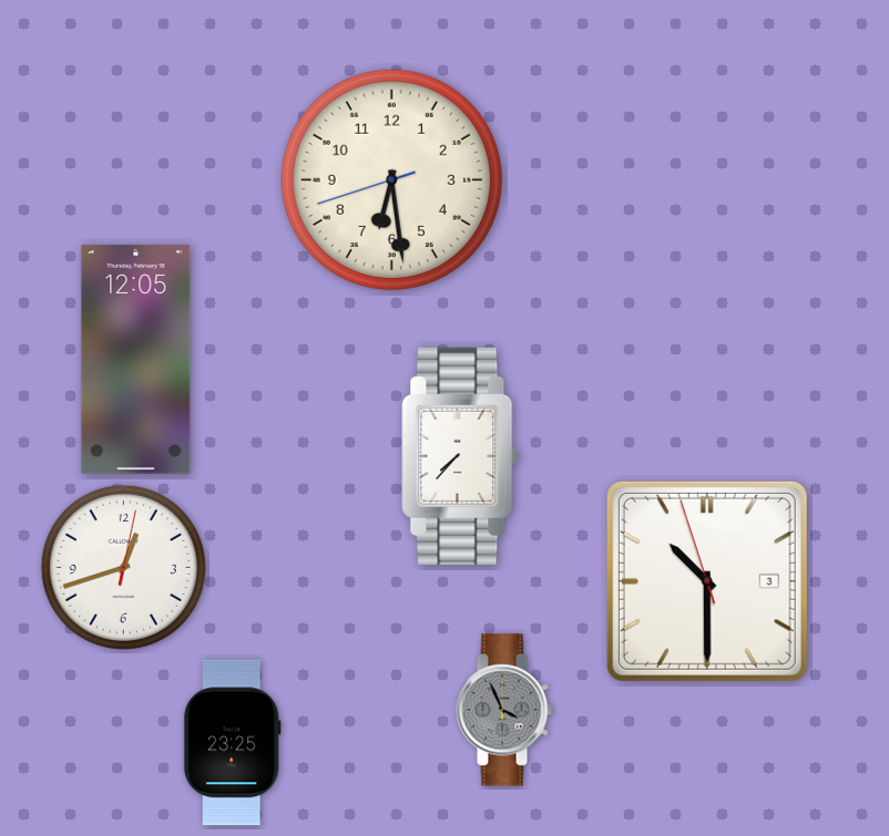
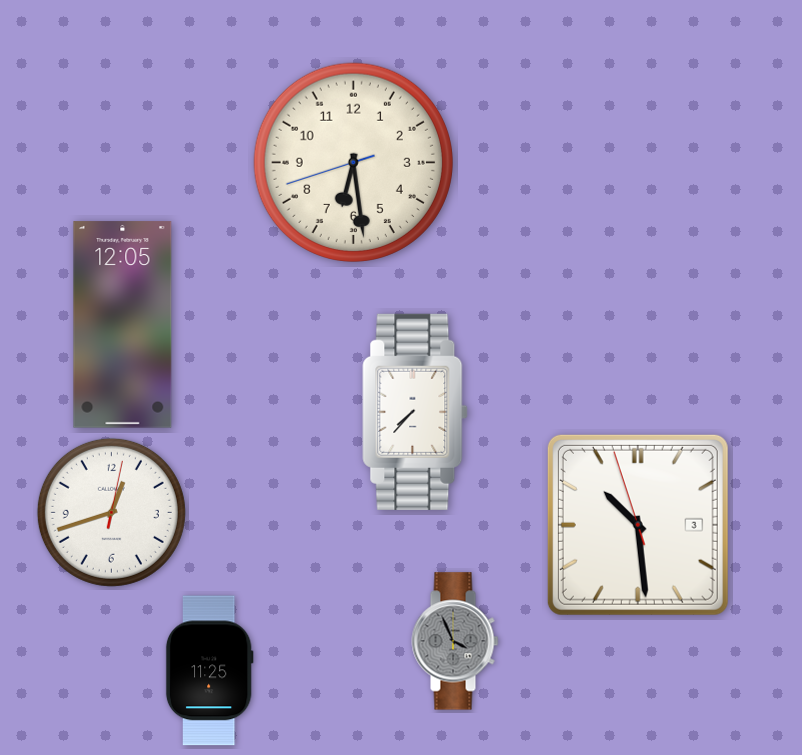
clock at (707, 581): 10:29 -> 10:28
clock at (232, 743): 23:25 -> 11:25
